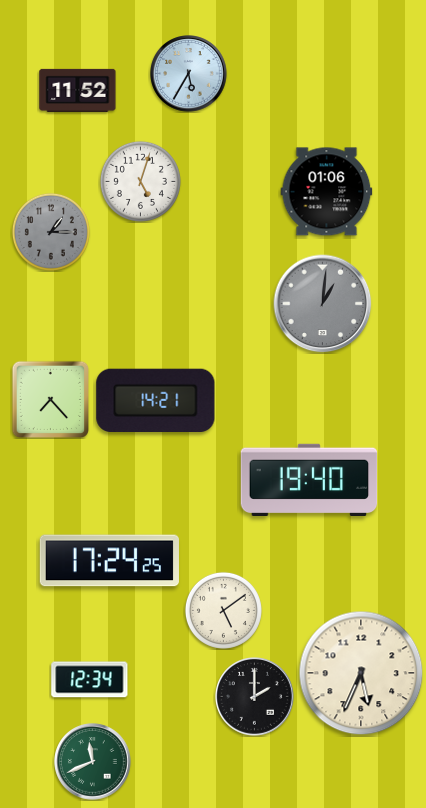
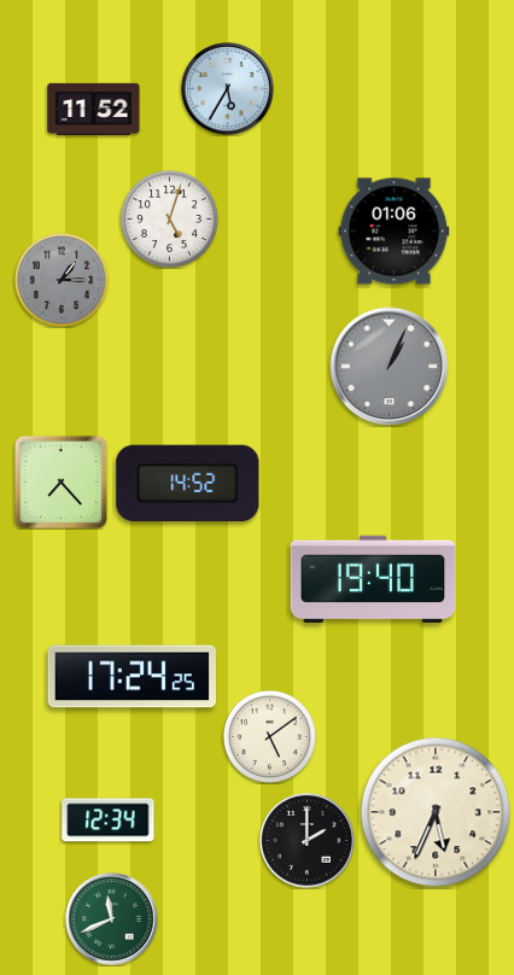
clock at (323, 304): 1:01 -> 1:04
clock at (156, 400): 14:21 -> 14:52
